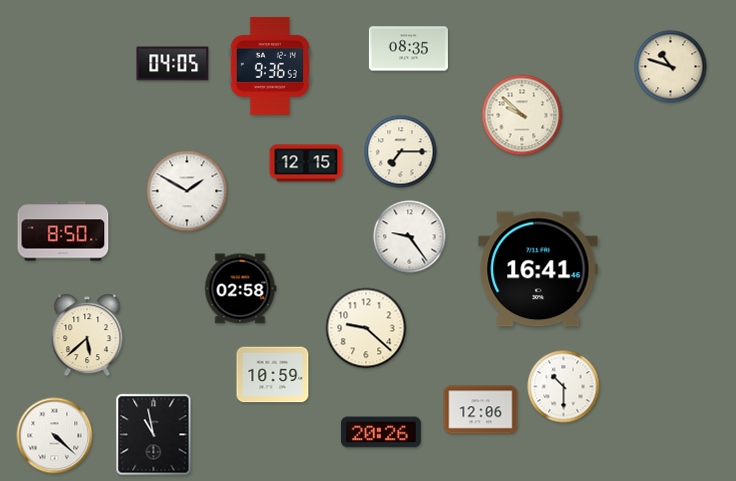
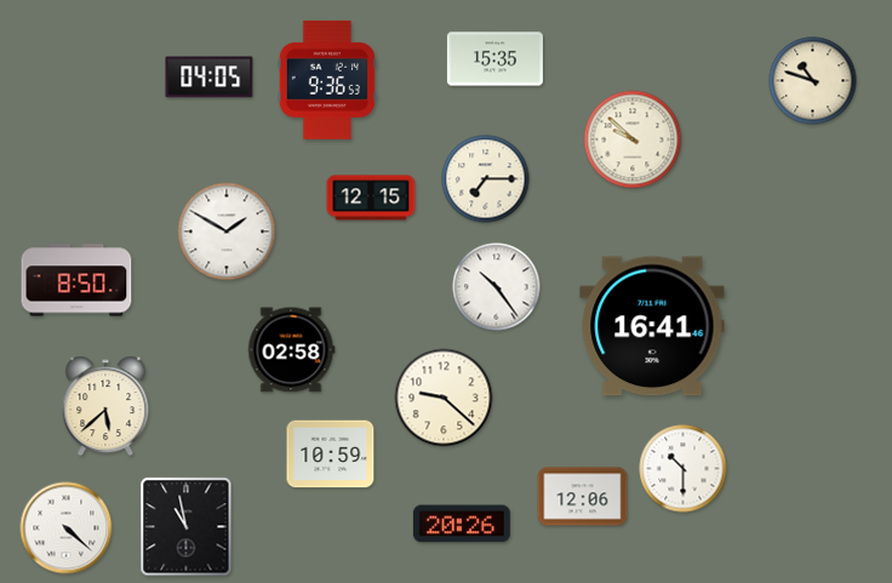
clock at (408, 49): 08:35 -> 15:35
clock at (401, 152) position: (401, 152) -> (486, 179)
clock at (410, 237): 9:24 -> 10:24
